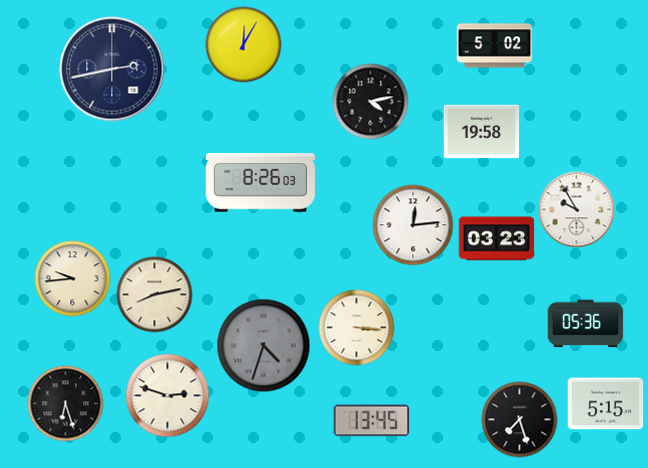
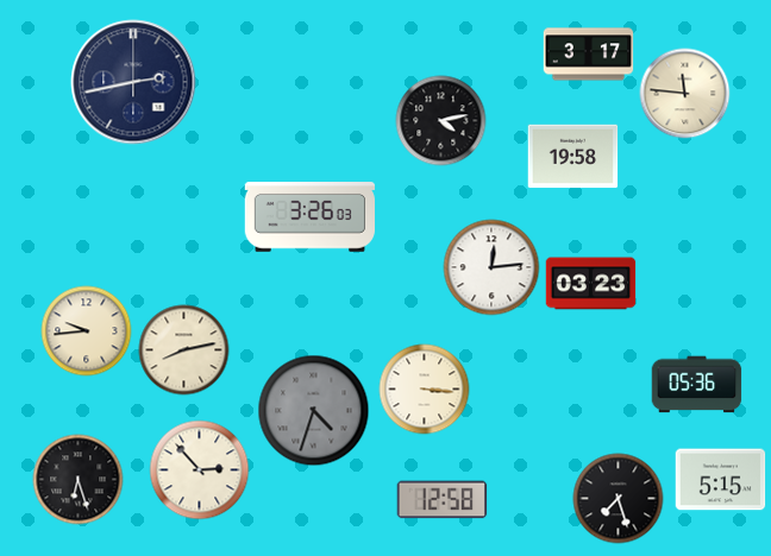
clock at (244, 45): 12:05 -> none
clock at (495, 46): 5:02 -> 3:17
clock at (685, 94): none -> 11:46
clock at (260, 183): 8:26 -> 3:26
clock at (577, 210): 9:55 -> none
clock at (168, 396): 2:48 -> 2:53
clock at (372, 421): 13:45 -> 12:58
